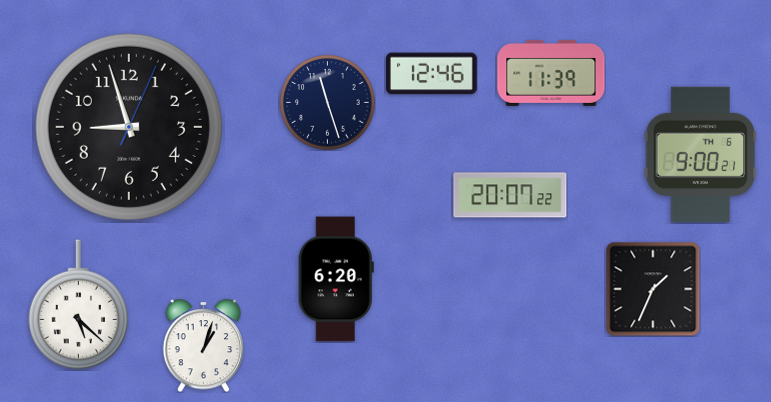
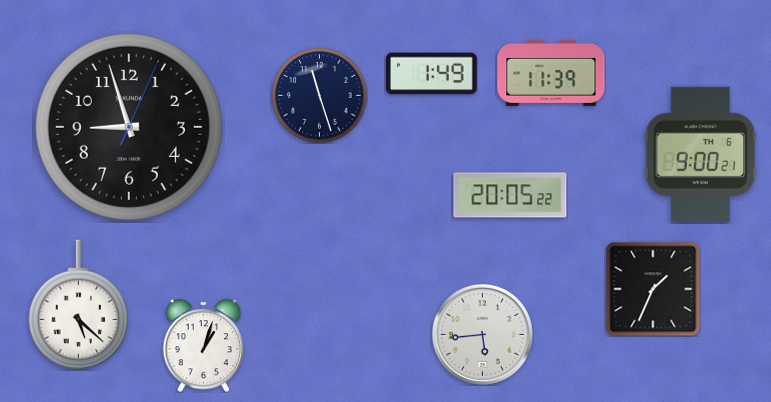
clock at (432, 74): 12:46 -> 1:49
clock at (327, 102) position: (327, 102) -> (319, 95)
clock at (510, 195): 20:07 -> 20:05
clock at (336, 279): 6:20 -> none
clock at (482, 334): none -> 5:44
